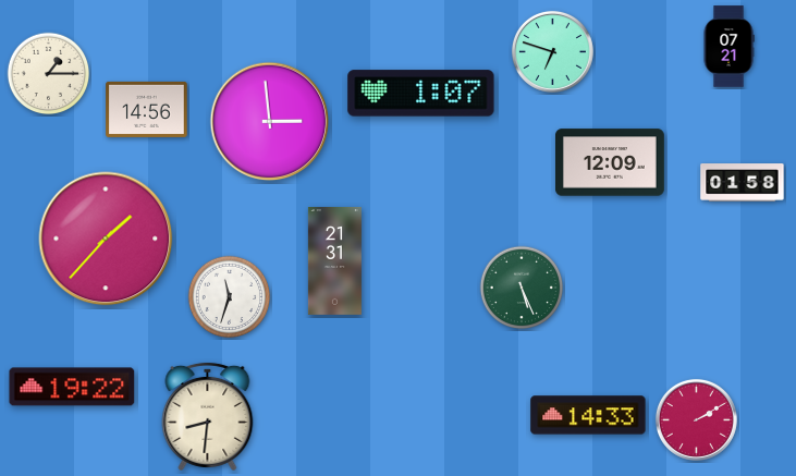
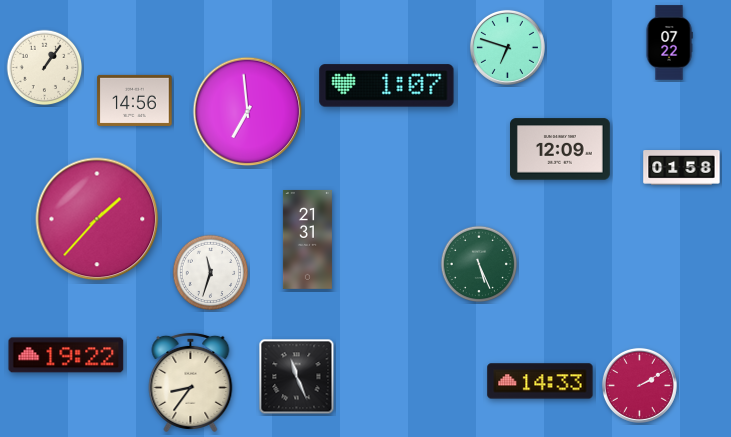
clock at (728, 47): 07:21 -> 07:22
clock at (49, 74): 1:15 -> 1:06
clock at (270, 122): 2:59 -> 6:59
clock at (297, 377): none -> 11:26
clock at (208, 416): 8:31 -> 8:36
